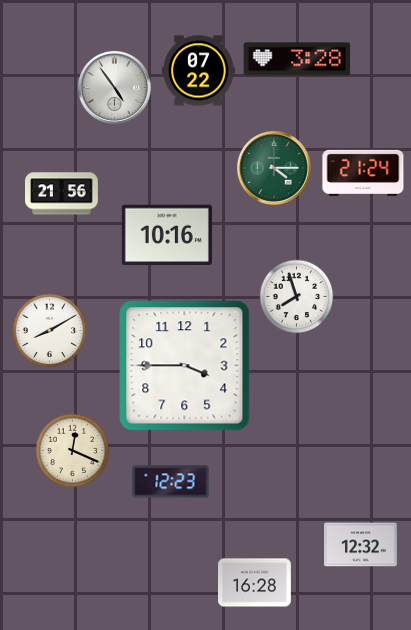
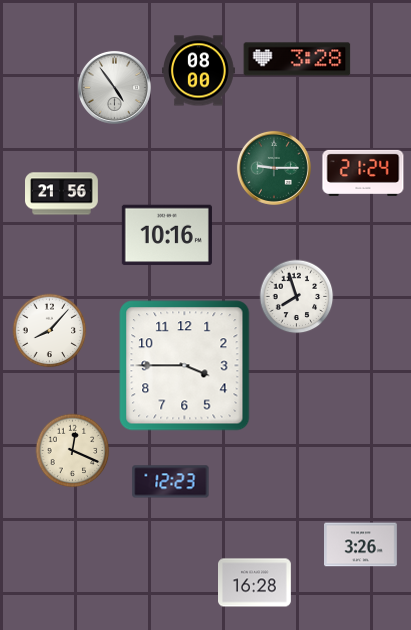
clock at (199, 71): 07:22 -> 08:00
clock at (274, 168): 4:15 -> 9:15
clock at (50, 331): 8:10 -> 8:07
clock at (361, 545): 12:32 -> 3:26
